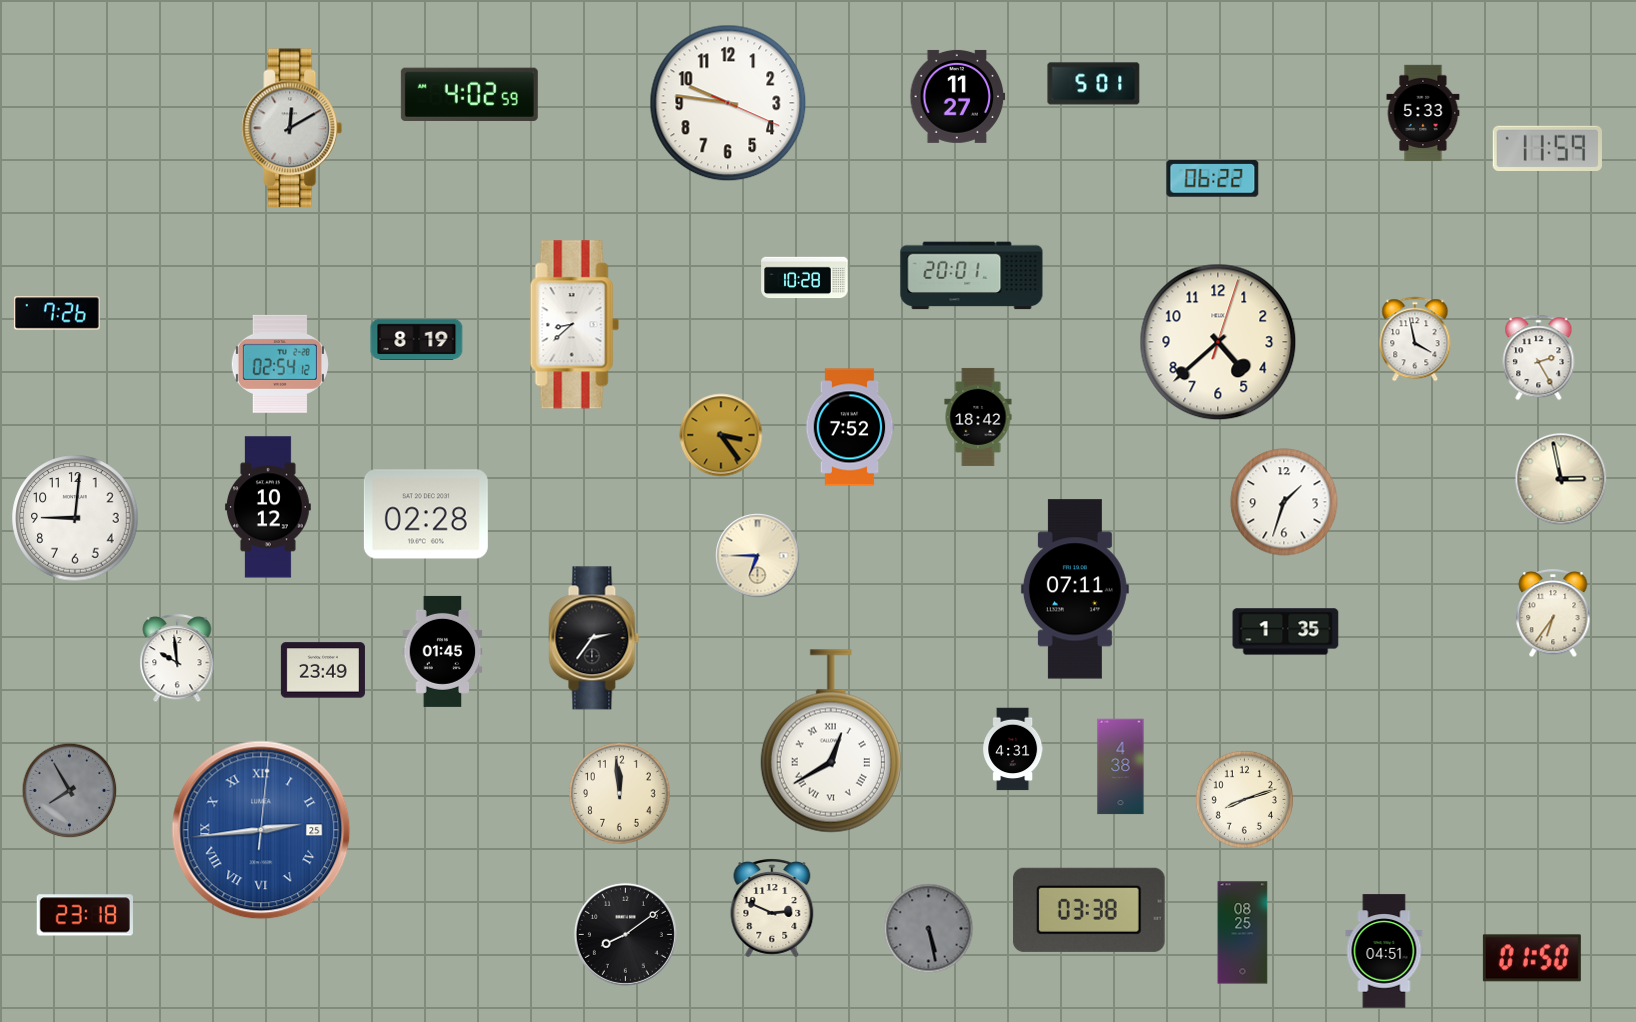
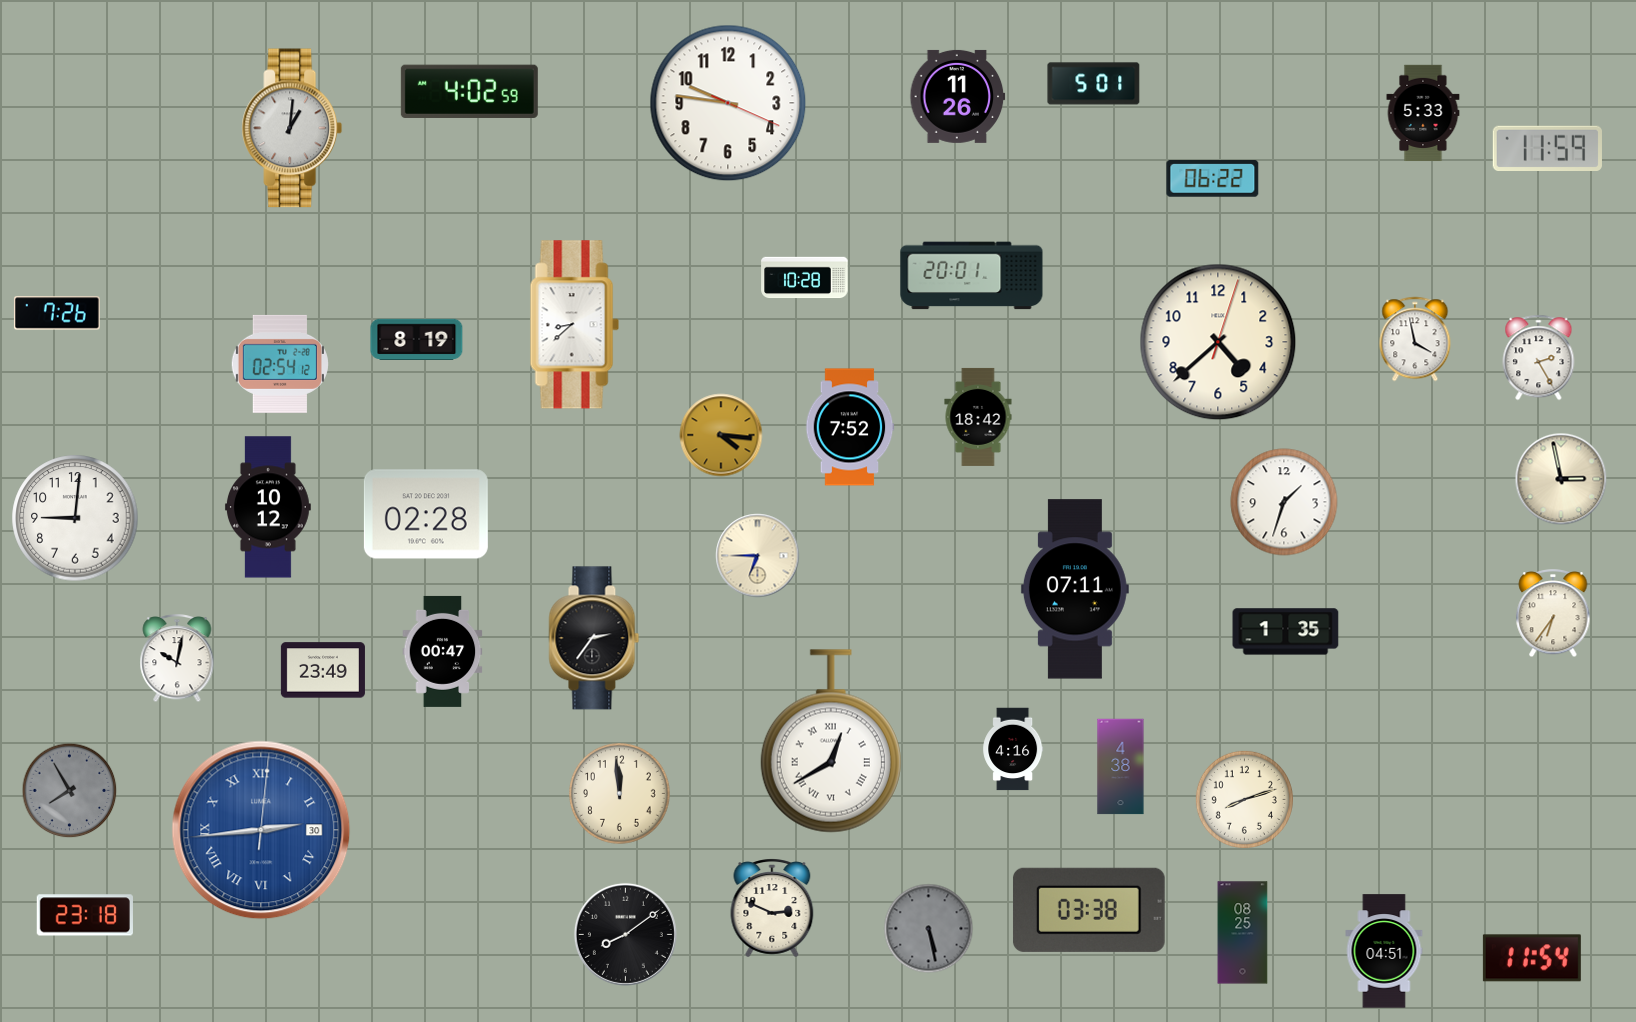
clock at (469, 94) position: (469, 94) -> (469, 91)
clock at (958, 96): 11:27 -> 11:26
clock at (292, 128): 12:10 -> 1:01
clock at (721, 435): 3:24 -> 4:16
clock at (443, 651): 01:45 -> 00:47
clock at (177, 659): 9:59 -> 10:02
clock at (1013, 749): 4:31 -> 4:16
clock at (261, 830) date: 25 -> 30
clock at (1532, 958): 01:50 -> 11:54
